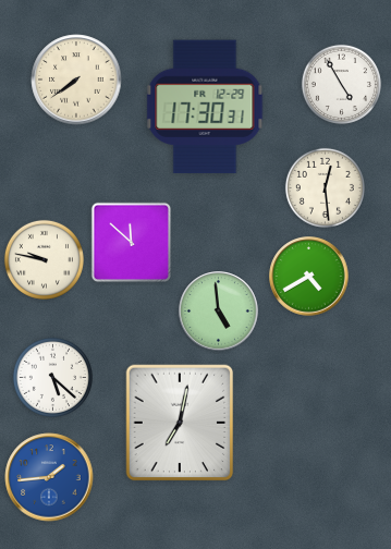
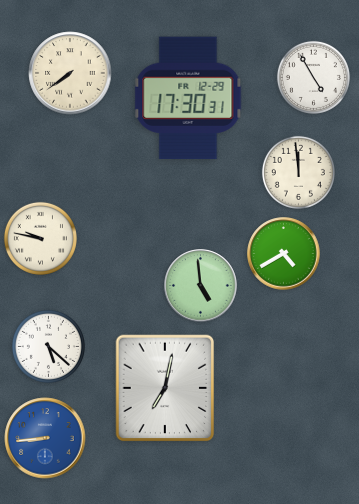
clock at (325, 187): 12:29 -> 11:59
clock at (132, 243): 11:52 -> none
clock at (49, 477): 1:44 -> 8:44
